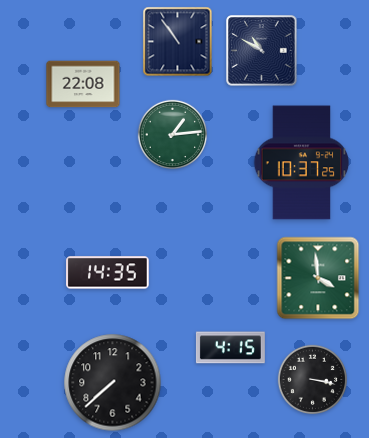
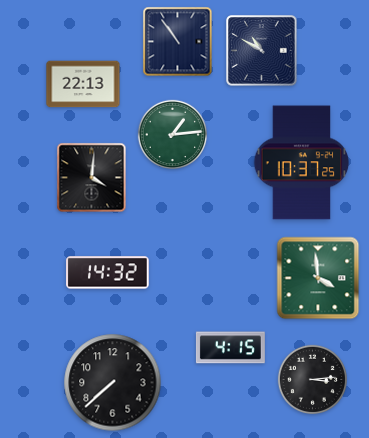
clock at (83, 84): 22:08 -> 22:13
clock at (92, 178): none -> 4:01
clock at (108, 273): 14:35 -> 14:32
clock at (313, 380): 3:17 -> 3:14
